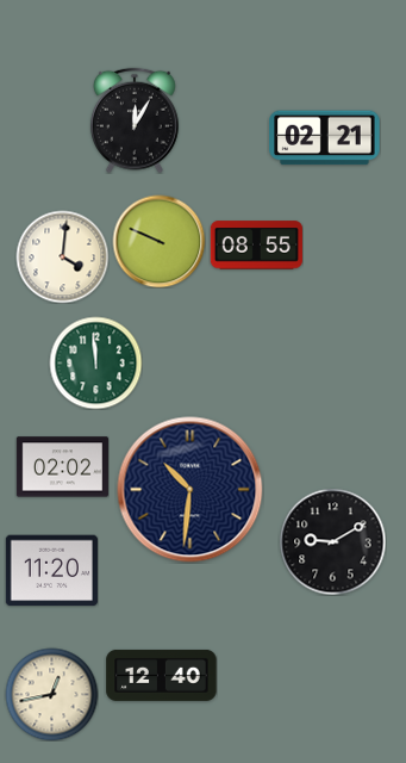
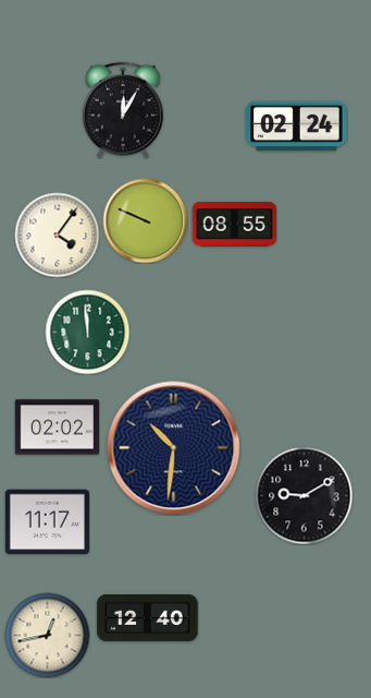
clock at (325, 138): 02:21 -> 02:24
clock at (62, 256): 4:01 -> 4:06
clock at (51, 571): 11:20 -> 11:17
